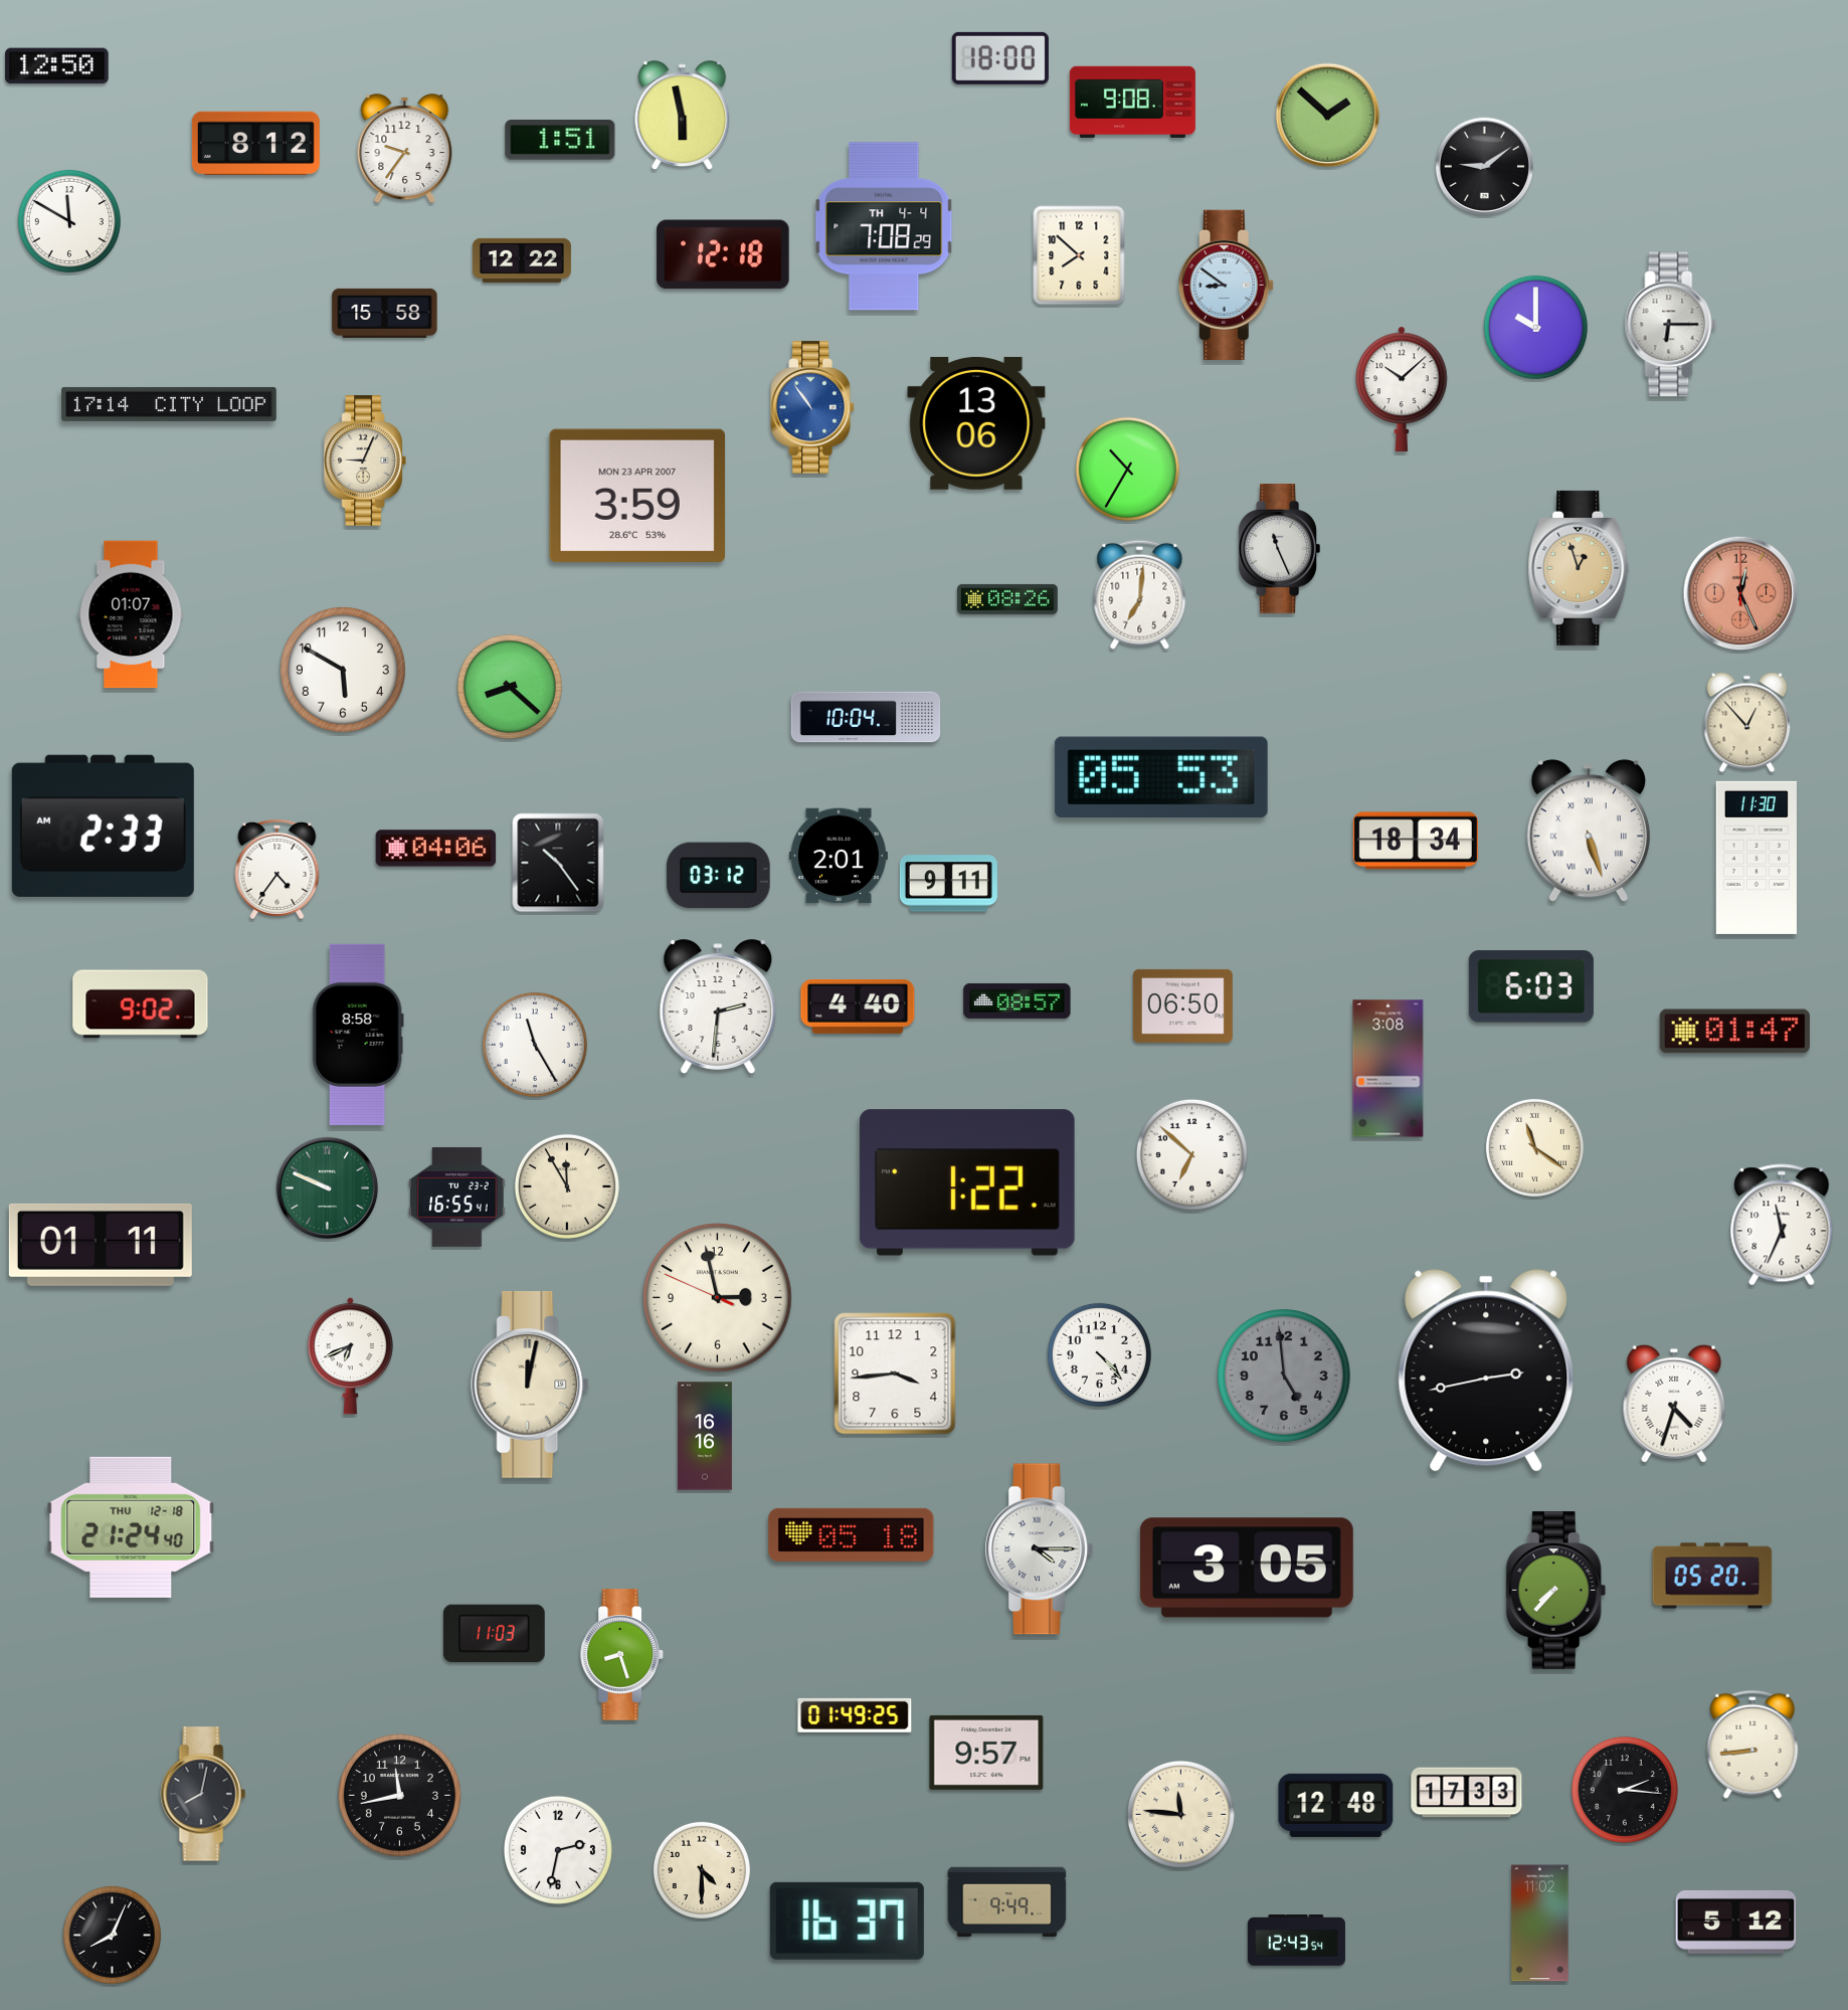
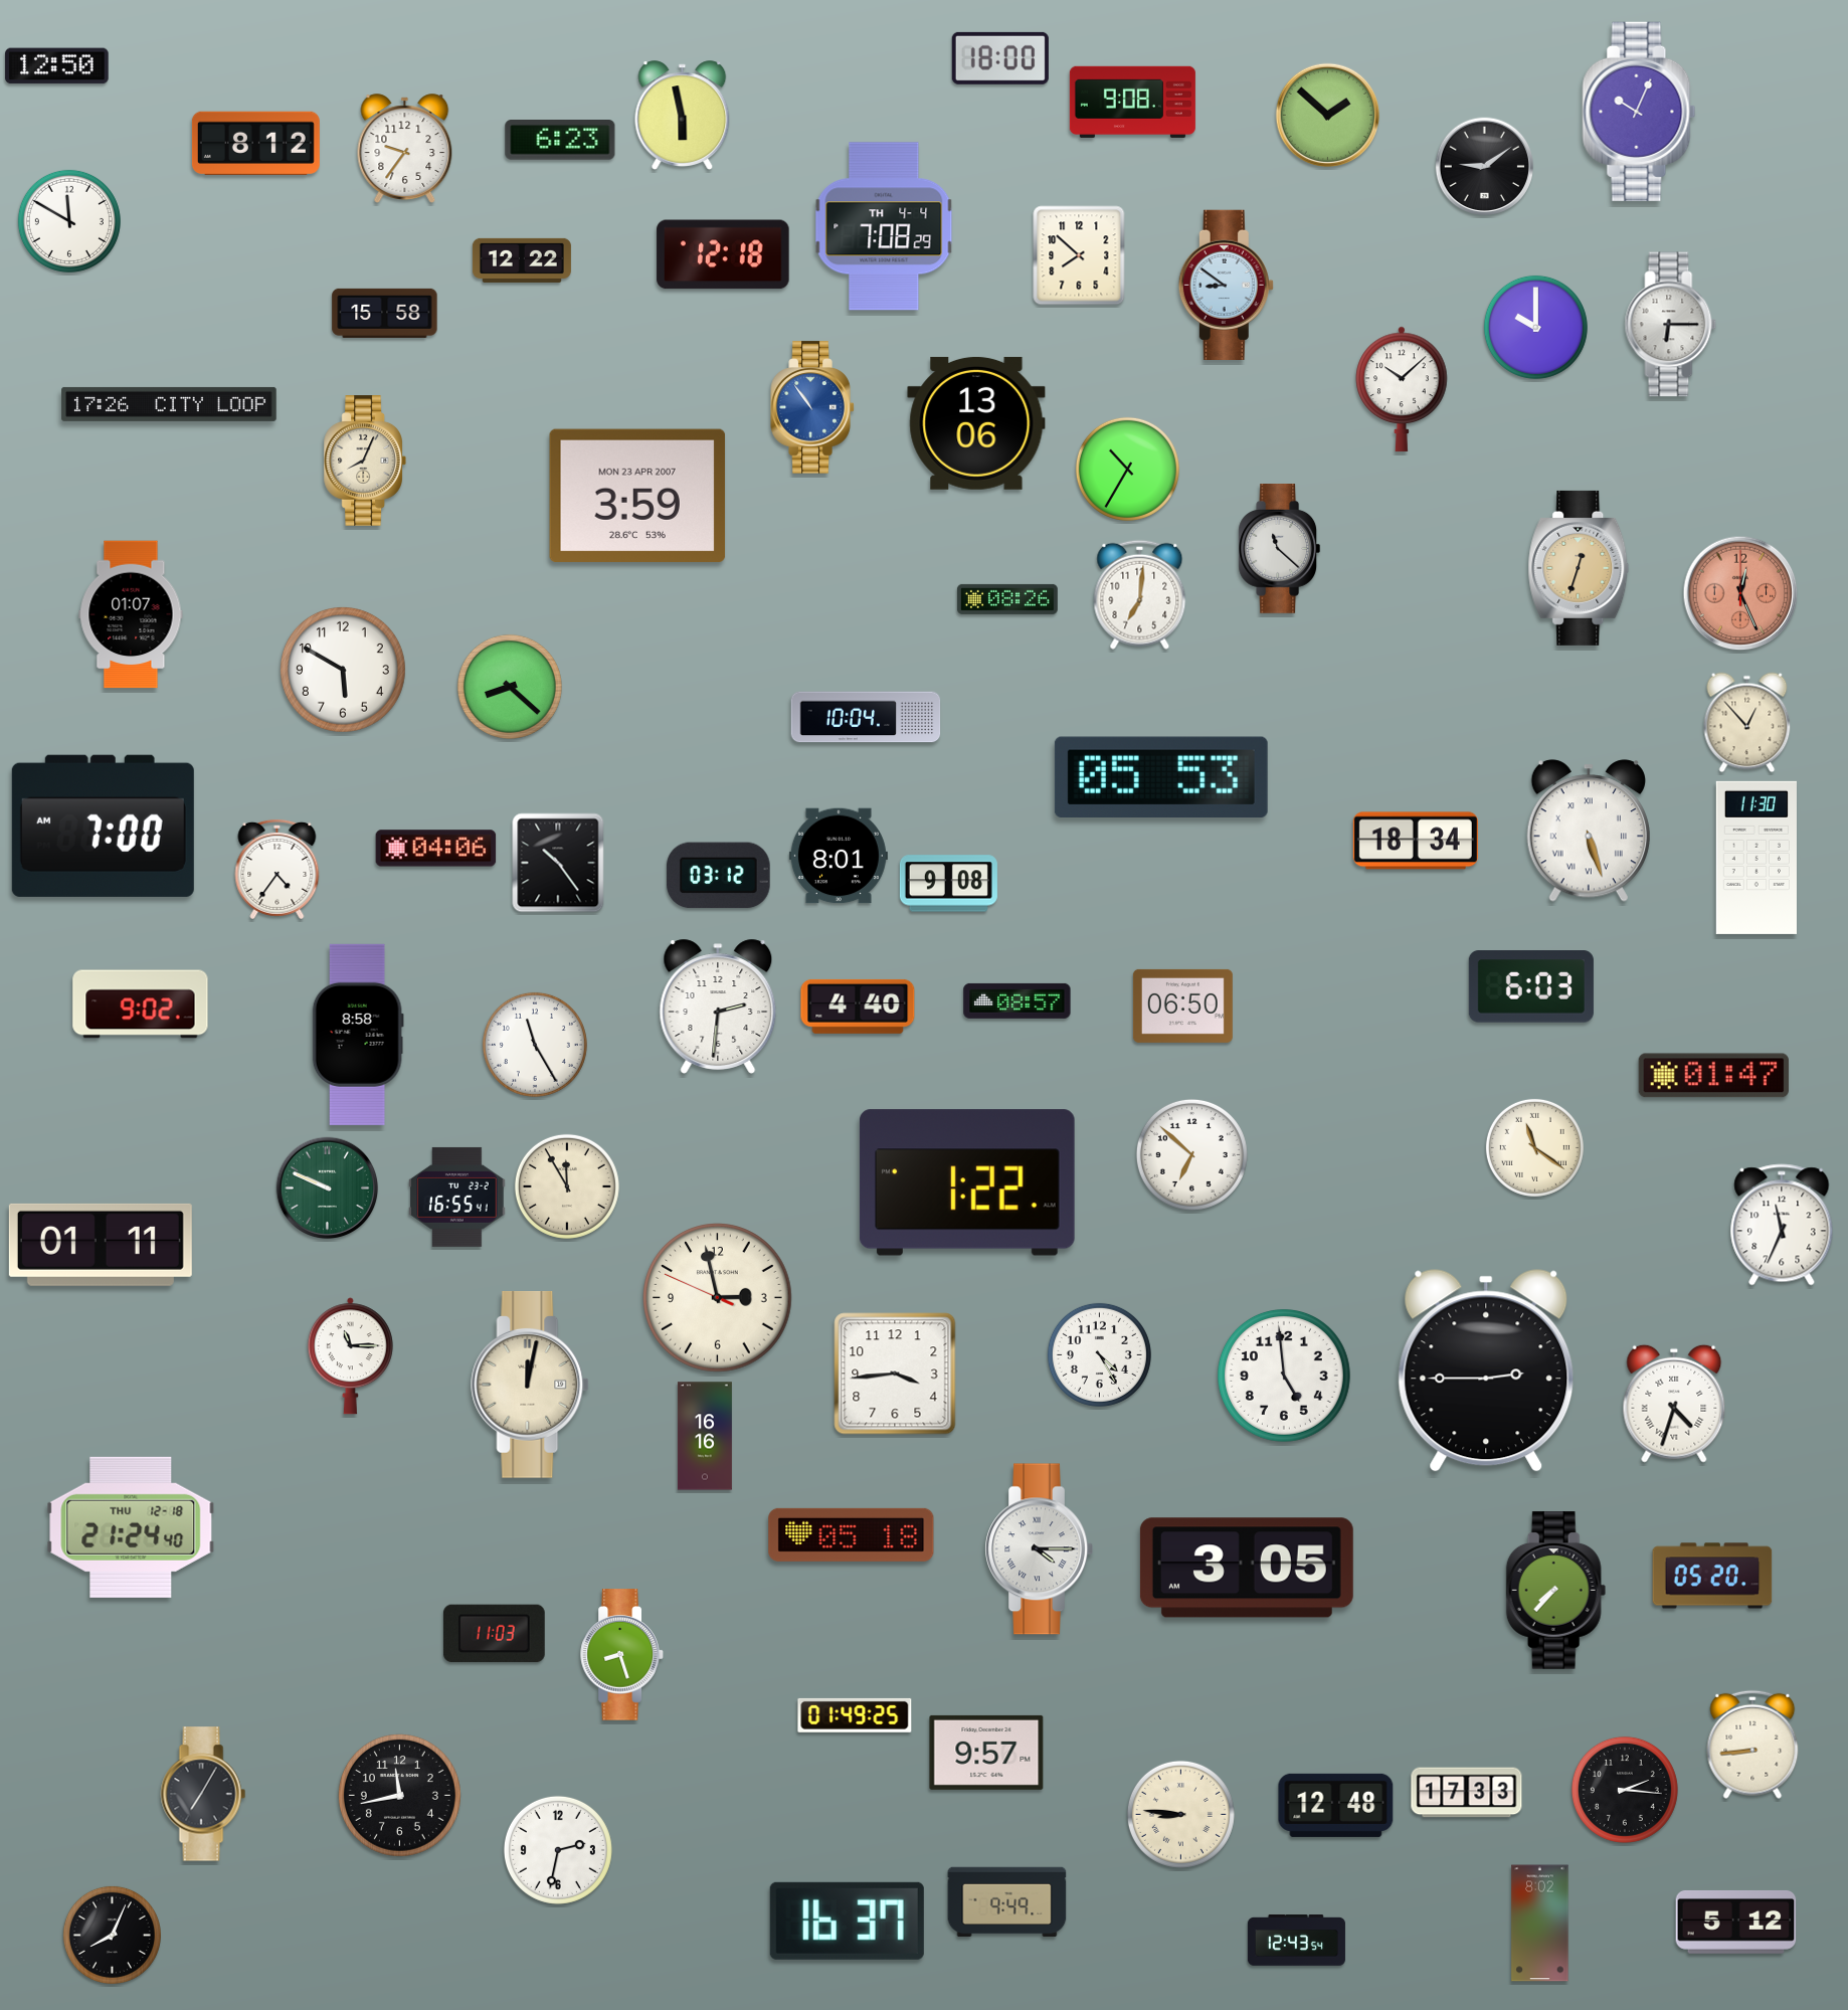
clock at (1639, 112): none -> 10:04
clock at (560, 140): 1:51 -> 6:23
clock at (169, 404): 17:14 -> 17:26
clock at (364, 461): 9:04 -> 8:04
clock at (1280, 549): 11:26 -> 11:22
clock at (1579, 568): 12:57 -> 12:33
clock at (103, 826): 2:33 -> 7:00
clock at (839, 856): 2:01 -> 8:01
clock at (948, 884): 9:11 -> 9:08
clock at (1734, 1032) position: (1734, 1032) -> (1713, 1076)
clock at (1389, 1069): 3:08 -> none
clock at (1099, 1354): 4:23 -> 4:25
clock at (350, 1356): 6:41 -> 11:15
clock at (1486, 1371): 2:43 -> 2:45
clock at (1285, 1377) dial: grey -> white
clock at (203, 1794): 8:02 -> 7:05
clock at (1180, 1814): 11:46 -> 8:46
clock at (702, 1870): 4:30 -> none
clock at (1540, 1924): 11:02 -> 8:02
